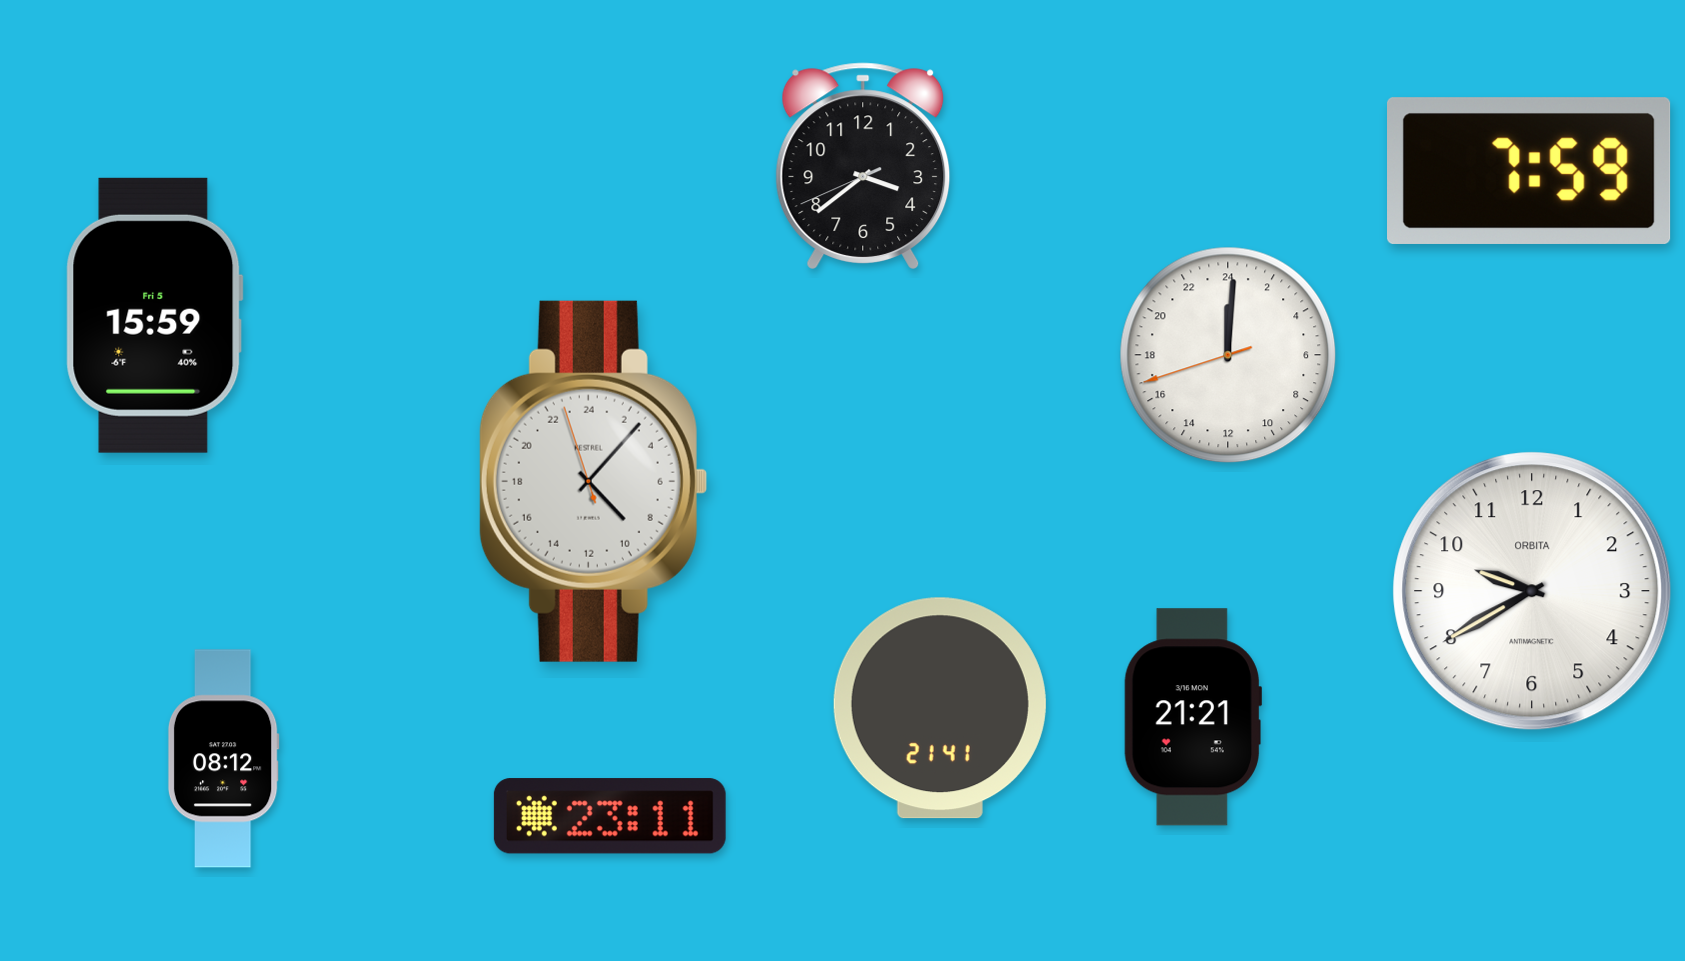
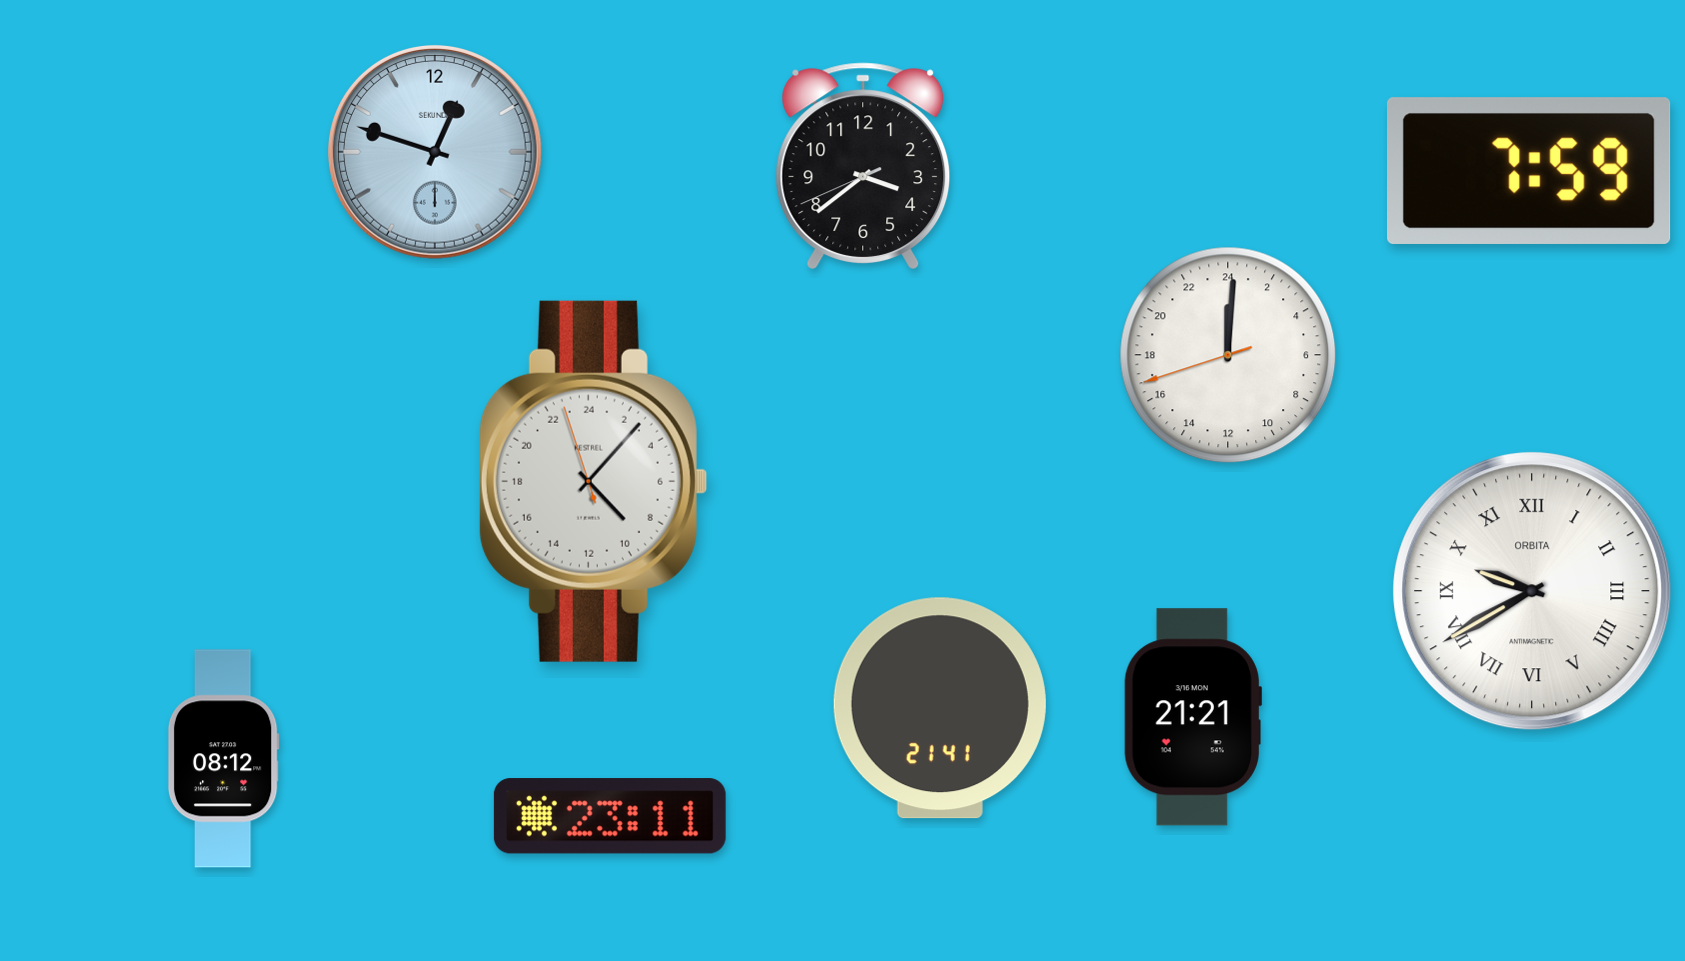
clock at (435, 152): none -> 12:48
clock at (154, 315): 15:59 -> none
clock at (1532, 591) numerals: Arabic -> Roman
